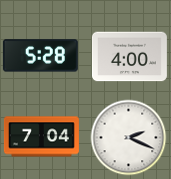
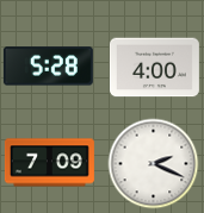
clock at (41, 137): 7:04 -> 7:09
